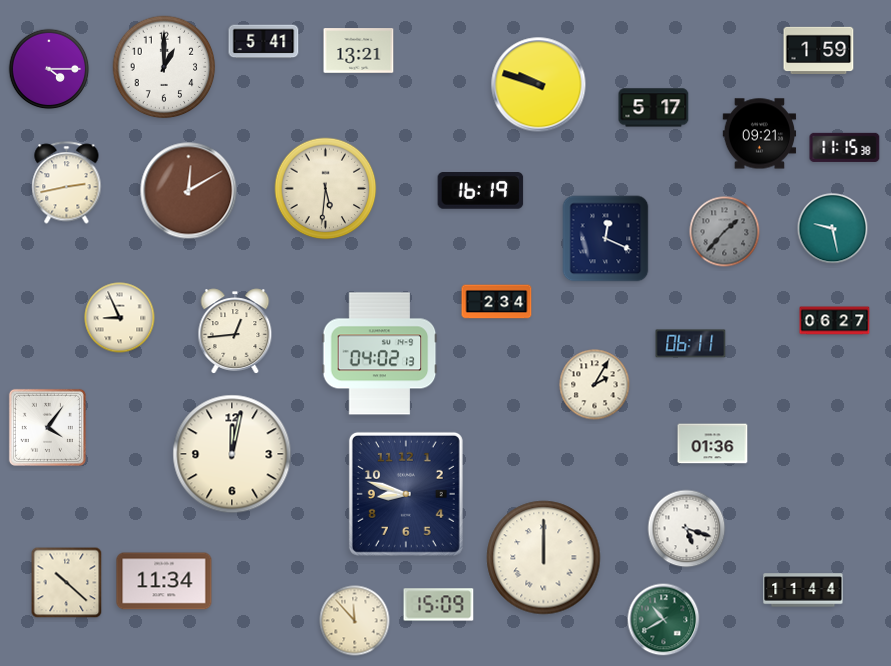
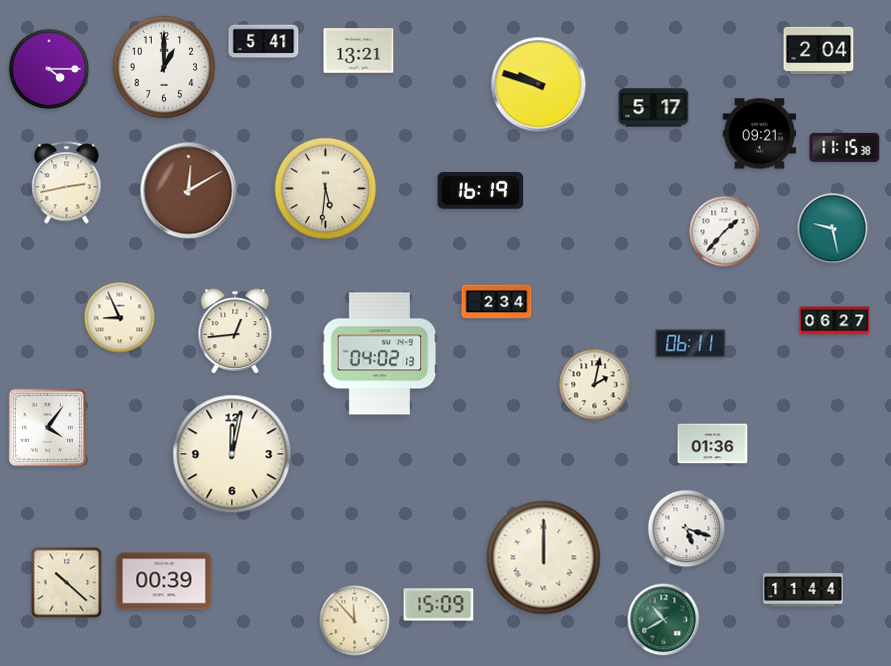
clock at (819, 50): 1:59 -> 2:04
clock at (725, 232) dial: grey -> white
clock at (606, 239): 12:19 -> none
clock at (595, 385): 2:05 -> 2:02
clock at (406, 494): 8:48 -> none
clock at (164, 581): 11:34 -> 00:39
